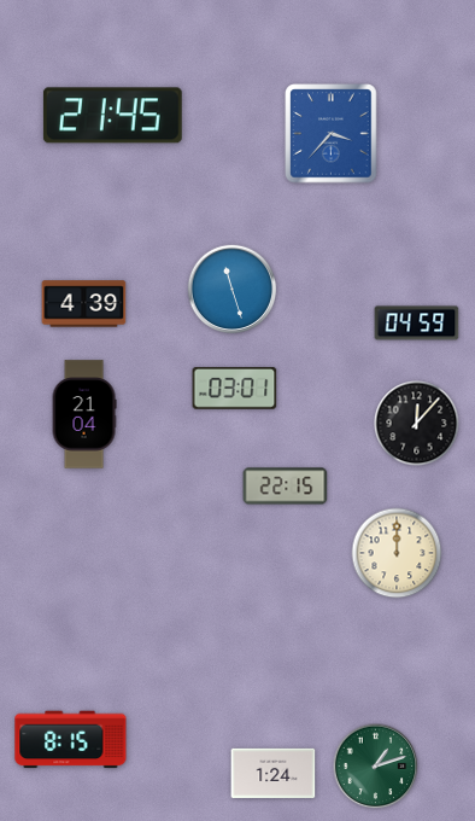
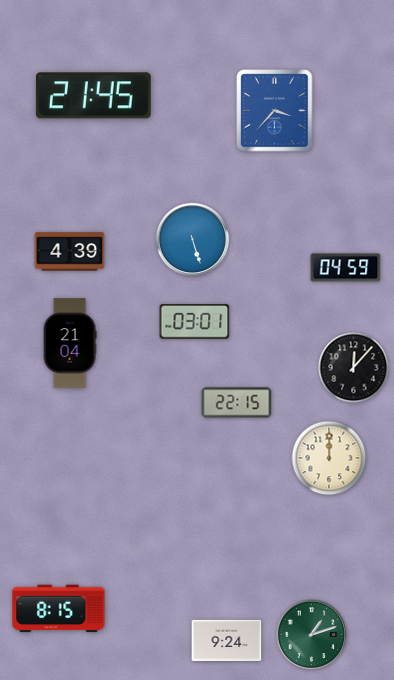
clock at (233, 290): 11:27 -> 5:27
clock at (417, 424) position: (417, 424) -> (354, 368)
clock at (71, 740) position: (71, 740) -> (59, 609)
clock at (274, 773): 1:24 -> 9:24
